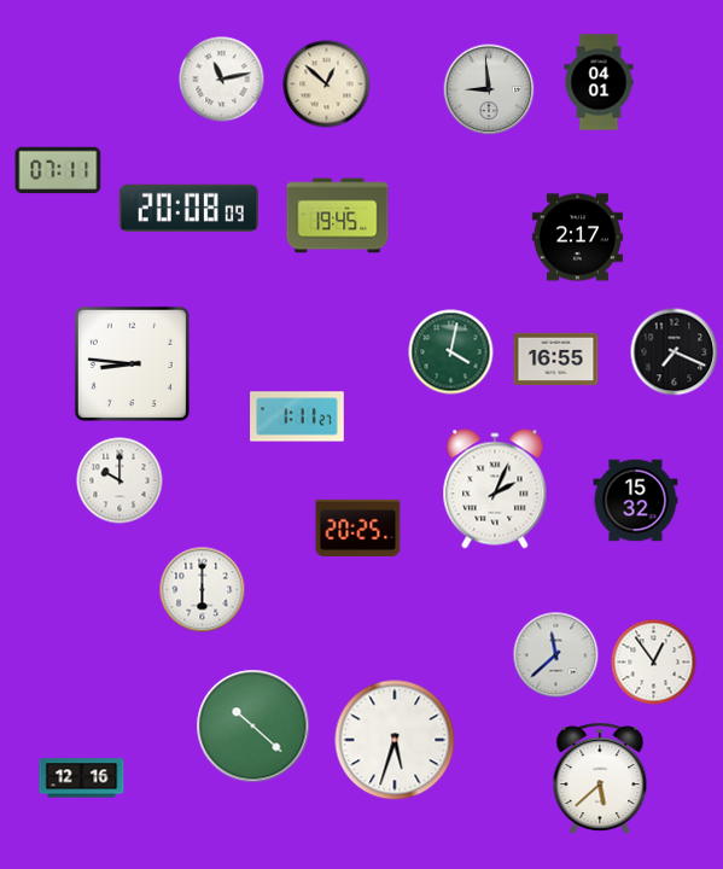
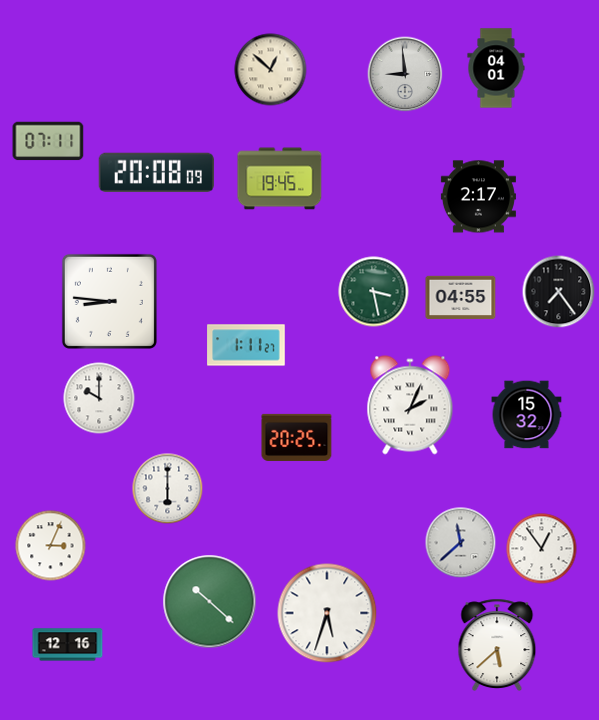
clock at (222, 80): 11:13 -> none
clock at (451, 352): 4:02 -> 3:28
clock at (675, 352): 7:19 -> 7:24
clock at (556, 360): 16:55 -> 04:55
clock at (51, 546): none -> 3:04
